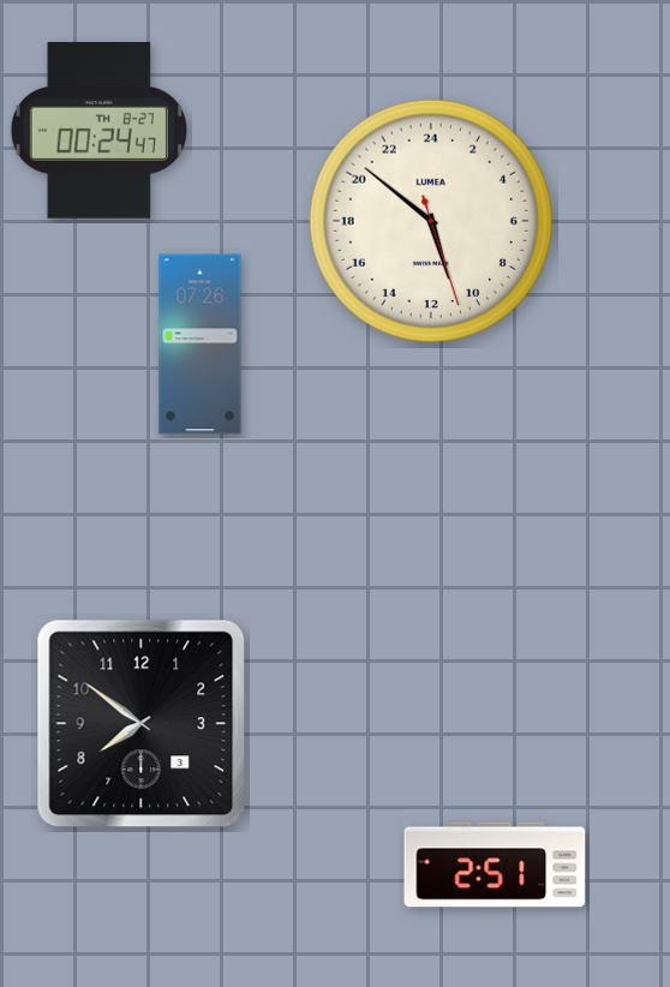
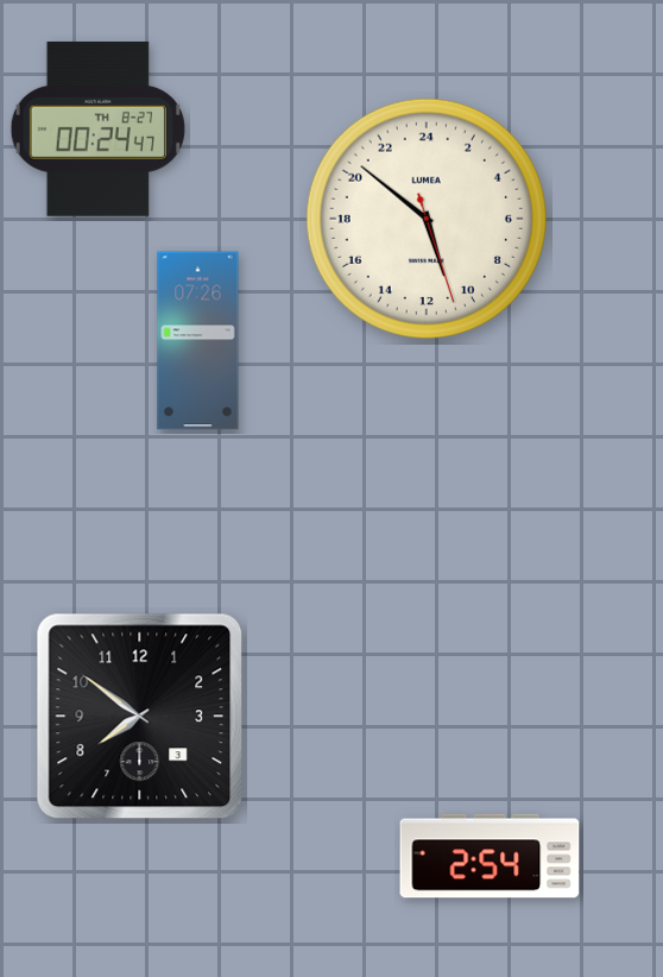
clock at (495, 865): 2:51 -> 2:54
